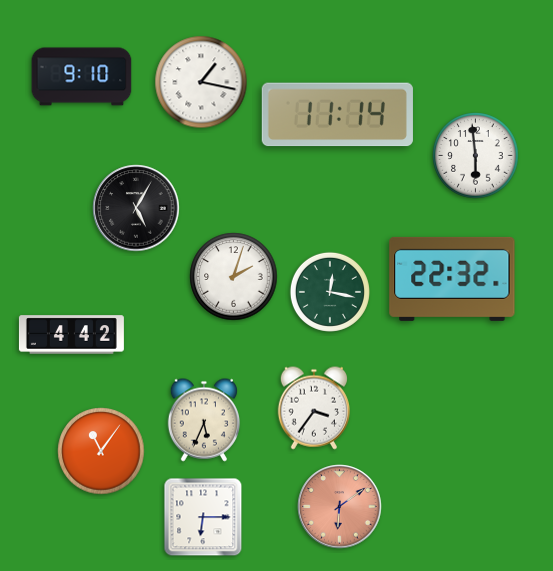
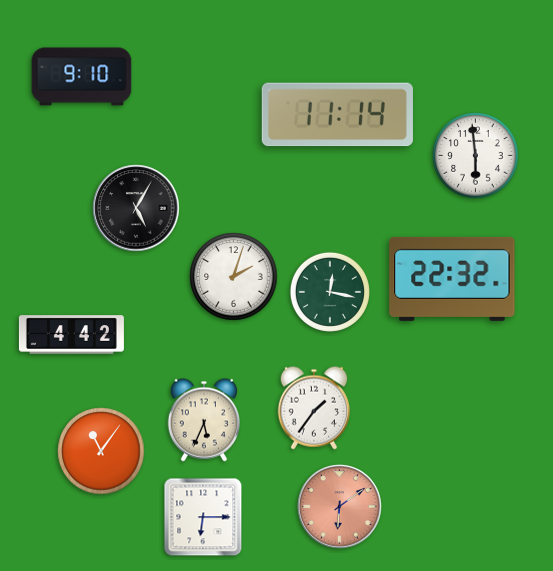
clock at (201, 82): 1:17 -> none
clock at (313, 408): 3:36 -> 1:36
